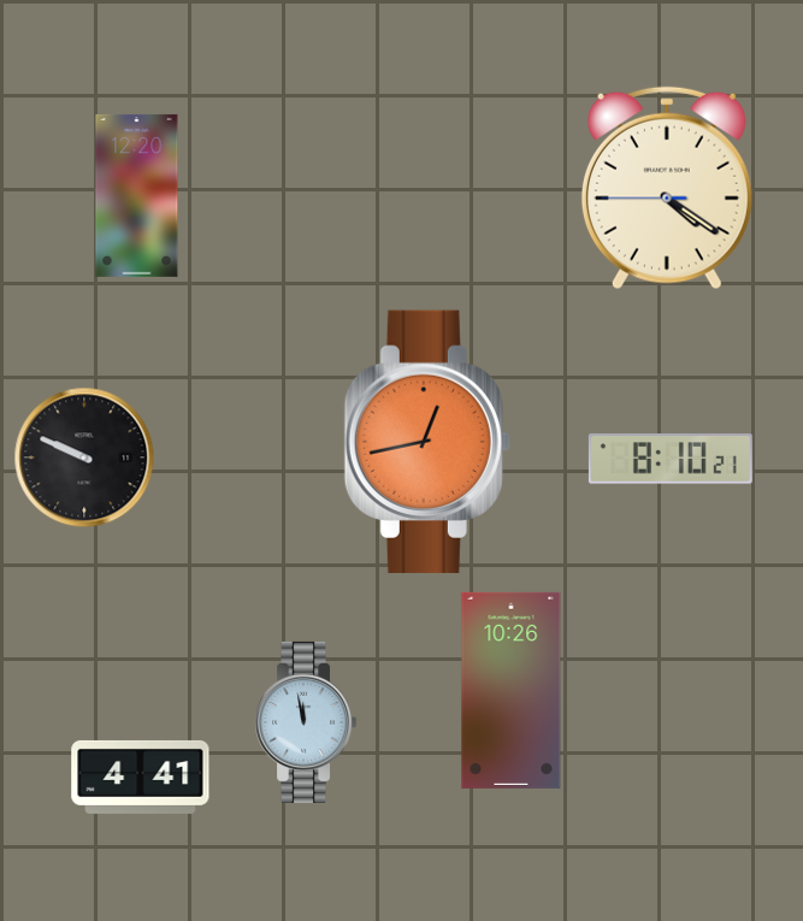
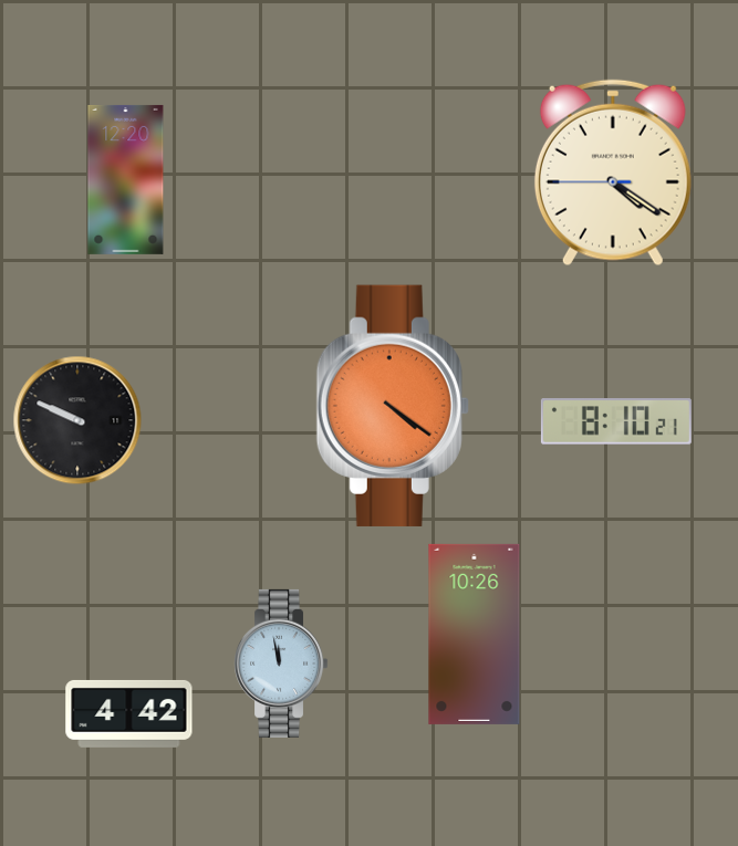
clock at (427, 442): 12:43 -> 4:21
clock at (512, 690) position: (512, 690) -> (475, 634)
clock at (141, 777): 4:41 -> 4:42
